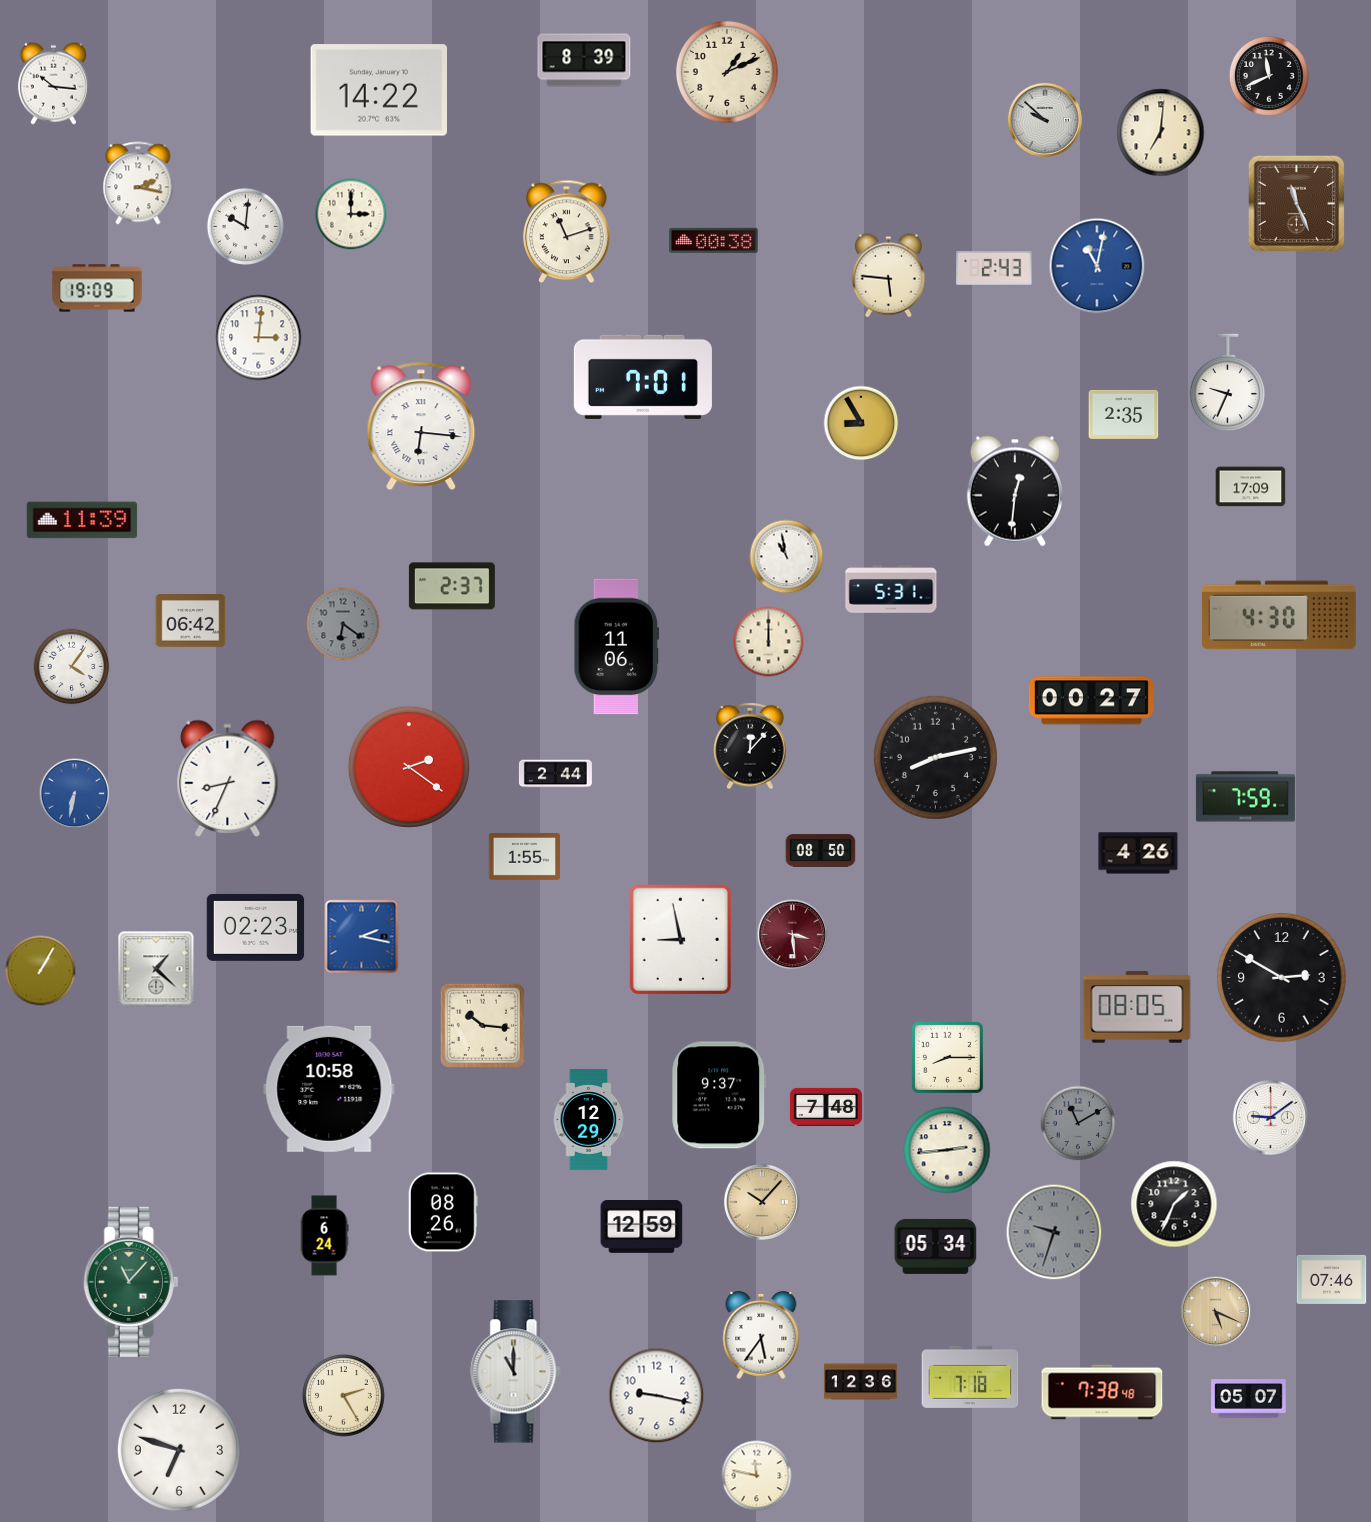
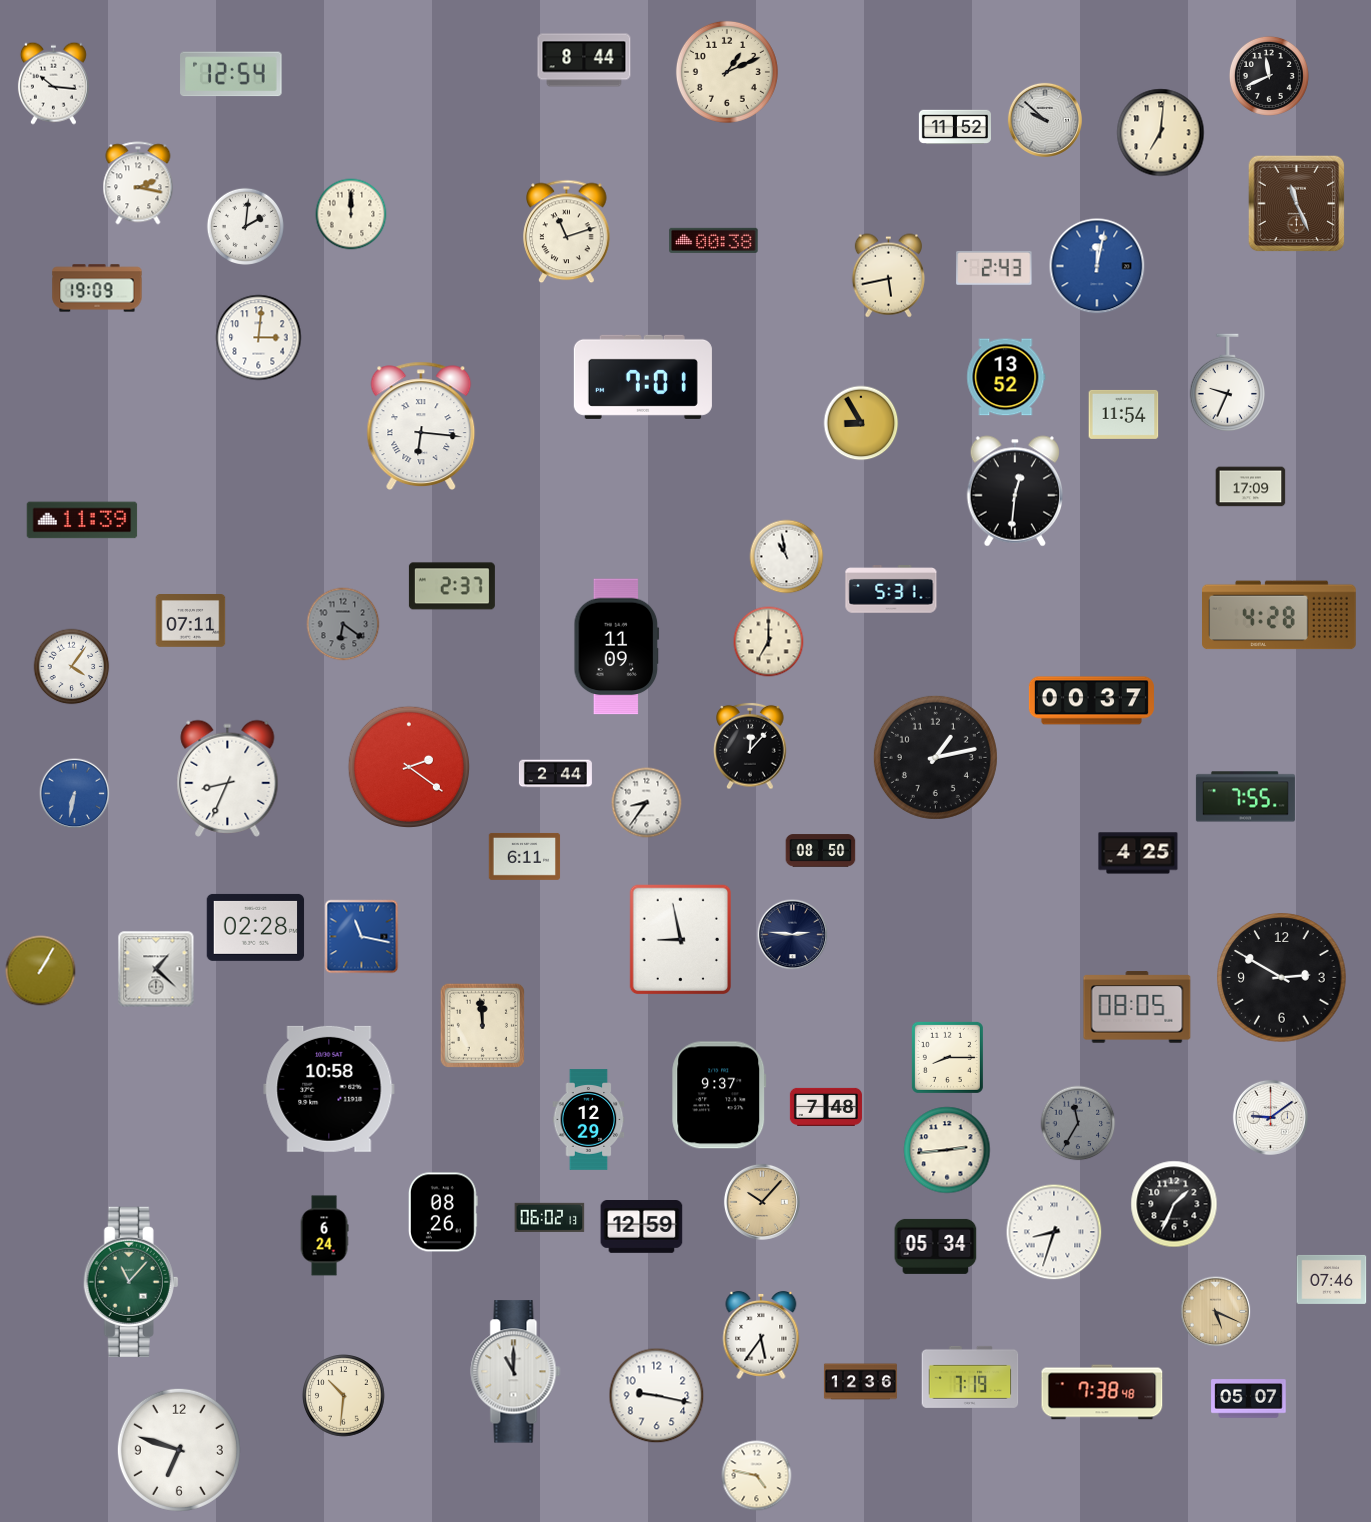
clock at (584, 60): 8:39 -> 8:44
clock at (231, 74): none -> 12:54
clock at (378, 90): 14:22 -> none
clock at (955, 127): none -> 11:52
clock at (351, 214): 3:00 -> 12:00
clock at (245, 226): 10:01 -> 2:01
clock at (1097, 266): 11:02 -> 12:02
clock at (888, 276): 5:46 -> 5:43
clock at (1006, 377): none -> 13:52
clock at (1124, 414): 2:35 -> 11:54
clock at (1280, 615): 4:30 -> 4:28
clock at (191, 621): 06:42 -> 07:11
clock at (769, 642): 12:00 -> 7:00
clock at (617, 647): 11:06 -> 11:09
clock at (1091, 701): 00:27 -> 00:37
clock at (935, 757): 8:13 -> 1:13
clock at (1245, 797): 7:59 -> 7:55
clock at (647, 803): none -> 8:36
clock at (1138, 853): 4:26 -> 4:25
clock at (525, 857): 1:55 -> 6:11
clock at (256, 927): 02:23 -> 02:28
clock at (793, 935): 3:29 -> 2:46
clock at (793, 935) dial: burgundy -> navy
clock at (362, 937): 2:17 -> 11:17
clock at (482, 1025): 10:16 -> 11:59
clock at (1078, 1123): 11:10 -> 11:35
clock at (550, 1217): none -> 06:02
clock at (1054, 1232): 9:33 -> 8:33
clock at (1054, 1232) dial: grey -> white
clock at (970, 1377): 7:18 -> 7:19
clock at (344, 1396): 2:25 -> 10:31
clock at (757, 1476): 11:47 -> 4:47
